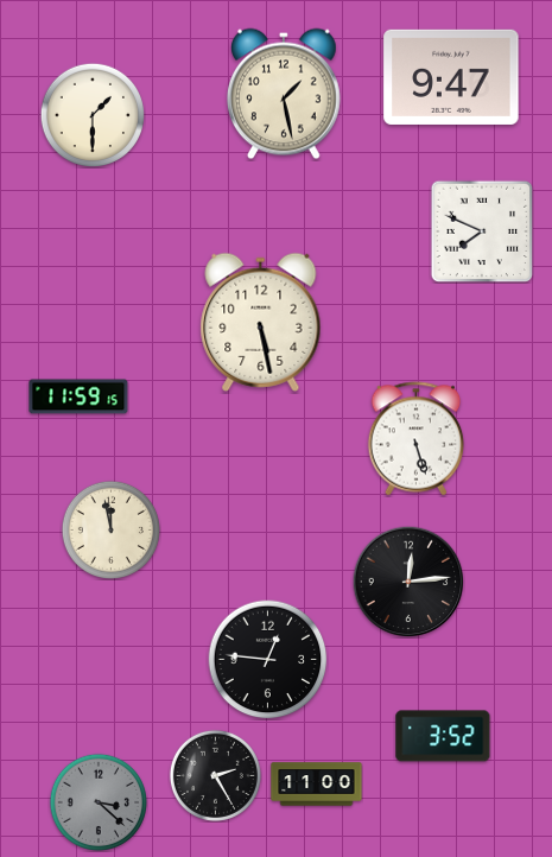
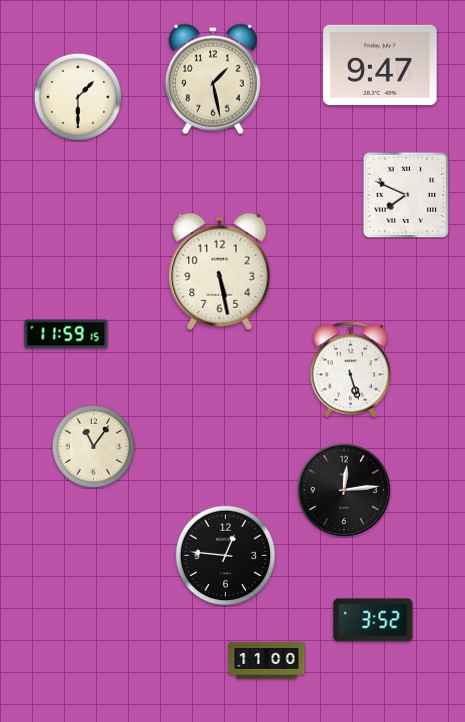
clock at (284, 94) position: (284, 94) -> (213, 79)
clock at (110, 529): 11:58 -> 11:06
clock at (215, 775): 2:25 -> none
clock at (99, 802): 3:22 -> none
